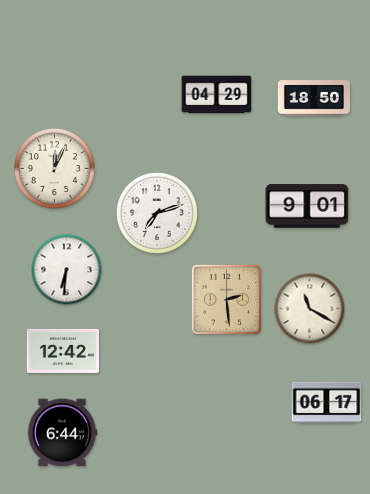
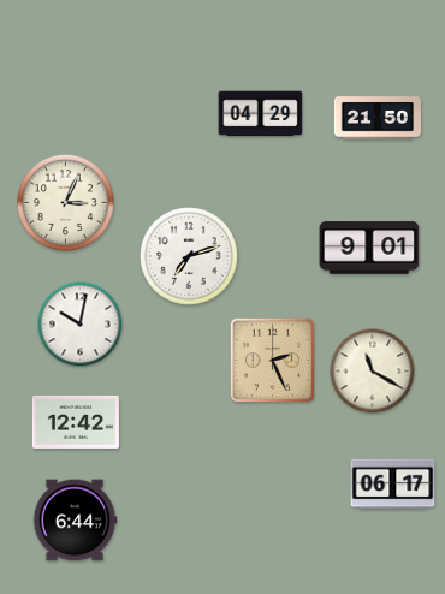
clock at (313, 98): 18:50 -> 21:50
clock at (54, 168): 12:04 -> 3:04
clock at (67, 270): 6:31 -> 10:02
clock at (226, 299): 2:29 -> 2:26
